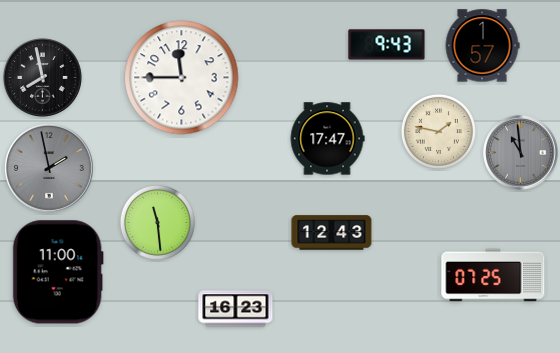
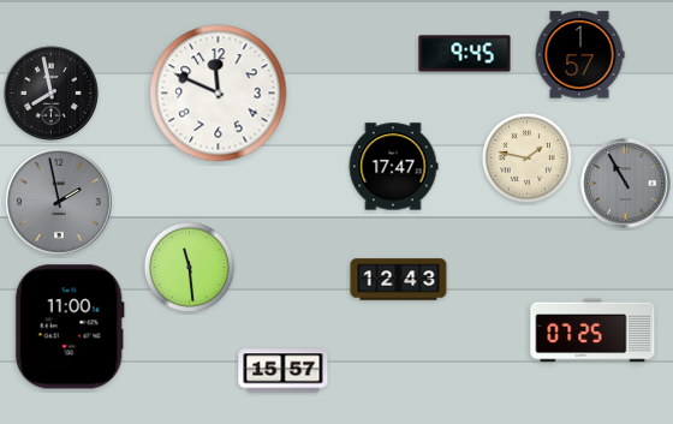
clock at (387, 45): 9:43 -> 9:45
clock at (182, 78): 11:45 -> 11:49
clock at (521, 153): 10:59 -> 10:55
clock at (236, 309): 16:23 -> 15:57
